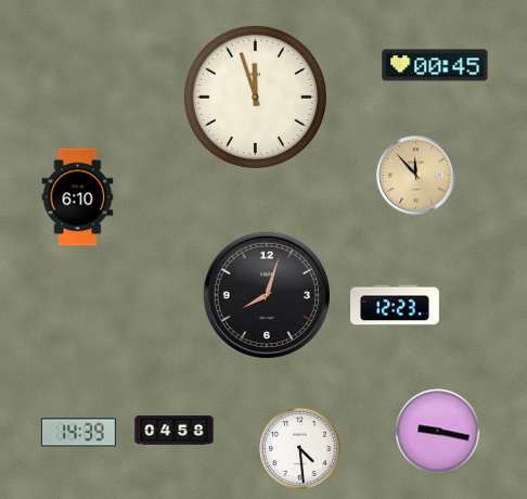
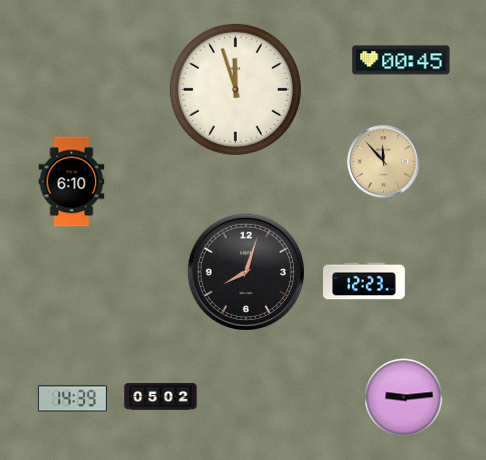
clock at (175, 431): 04:58 -> 05:02
clock at (438, 432): 9:17 -> 9:14
clock at (300, 449): 4:29 -> none
